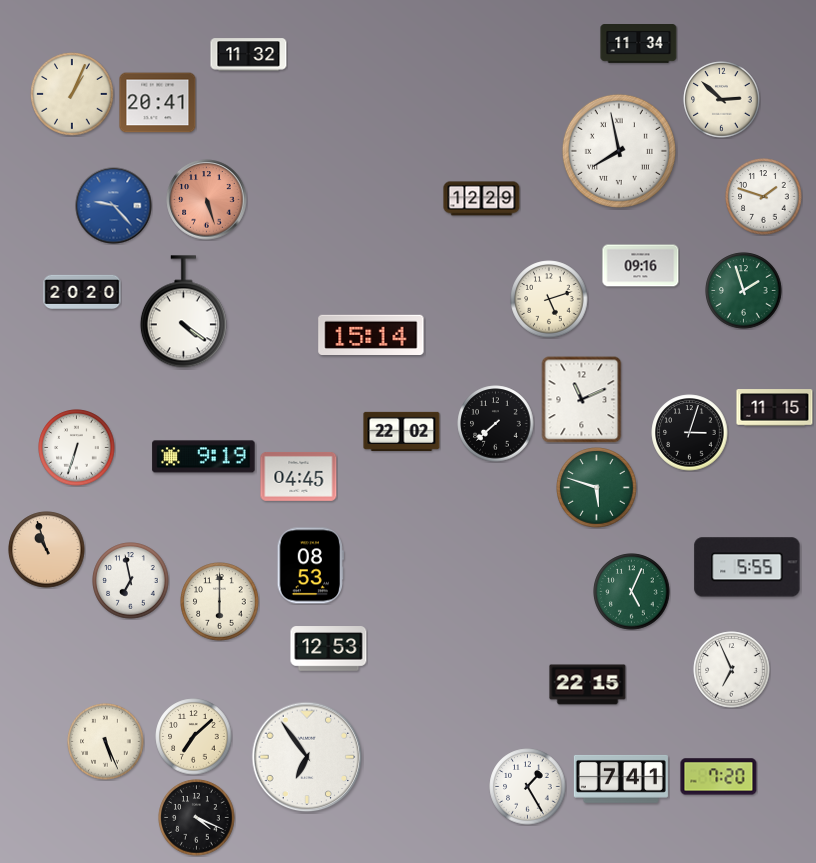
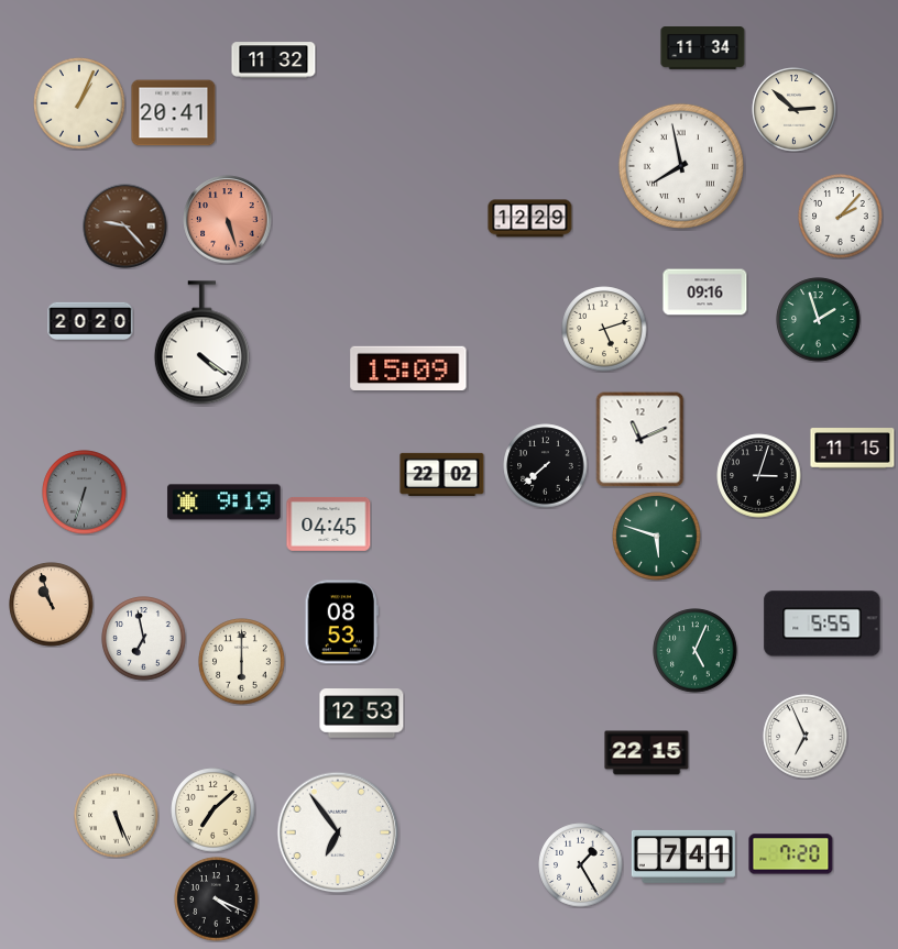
clock at (764, 197): 1:48 -> 2:07
clock at (114, 206) dial: blue -> brown
clock at (371, 334): 15:14 -> 15:09
clock at (77, 448) dial: white -> grey
